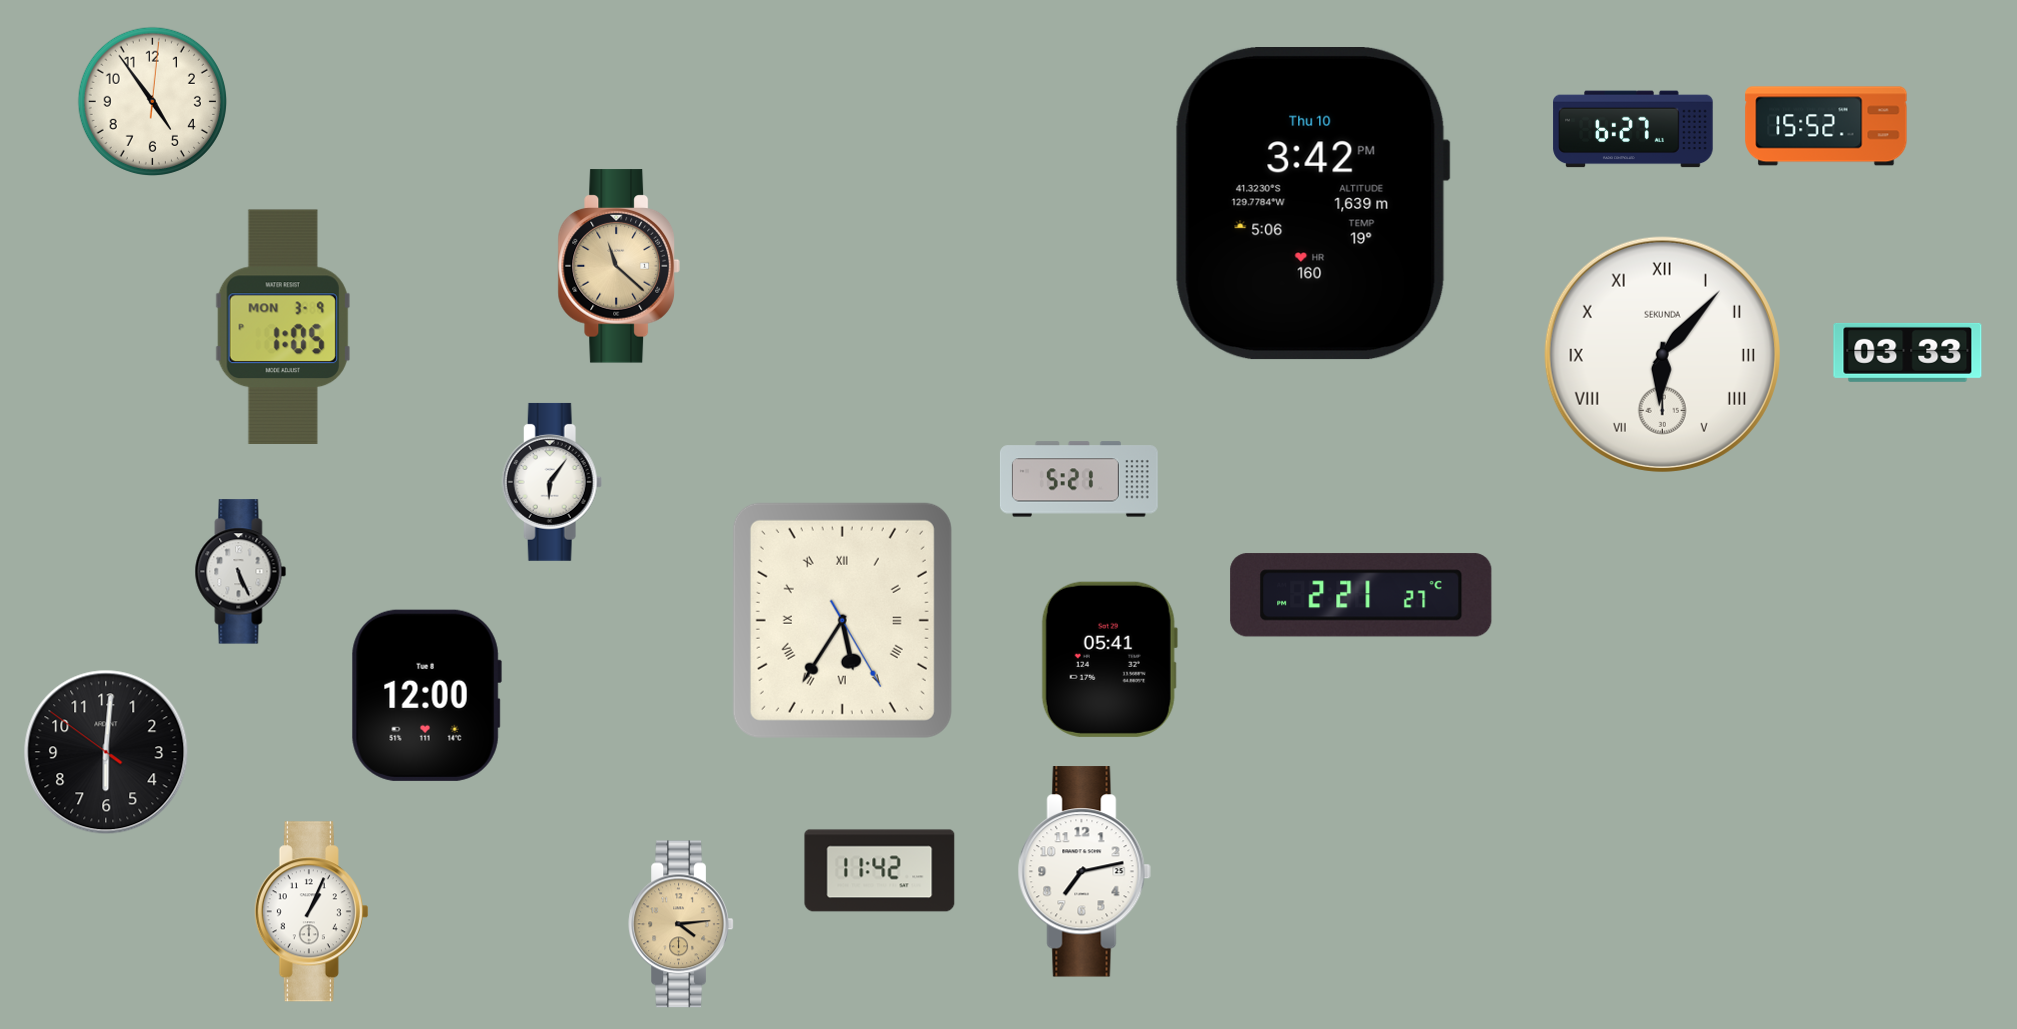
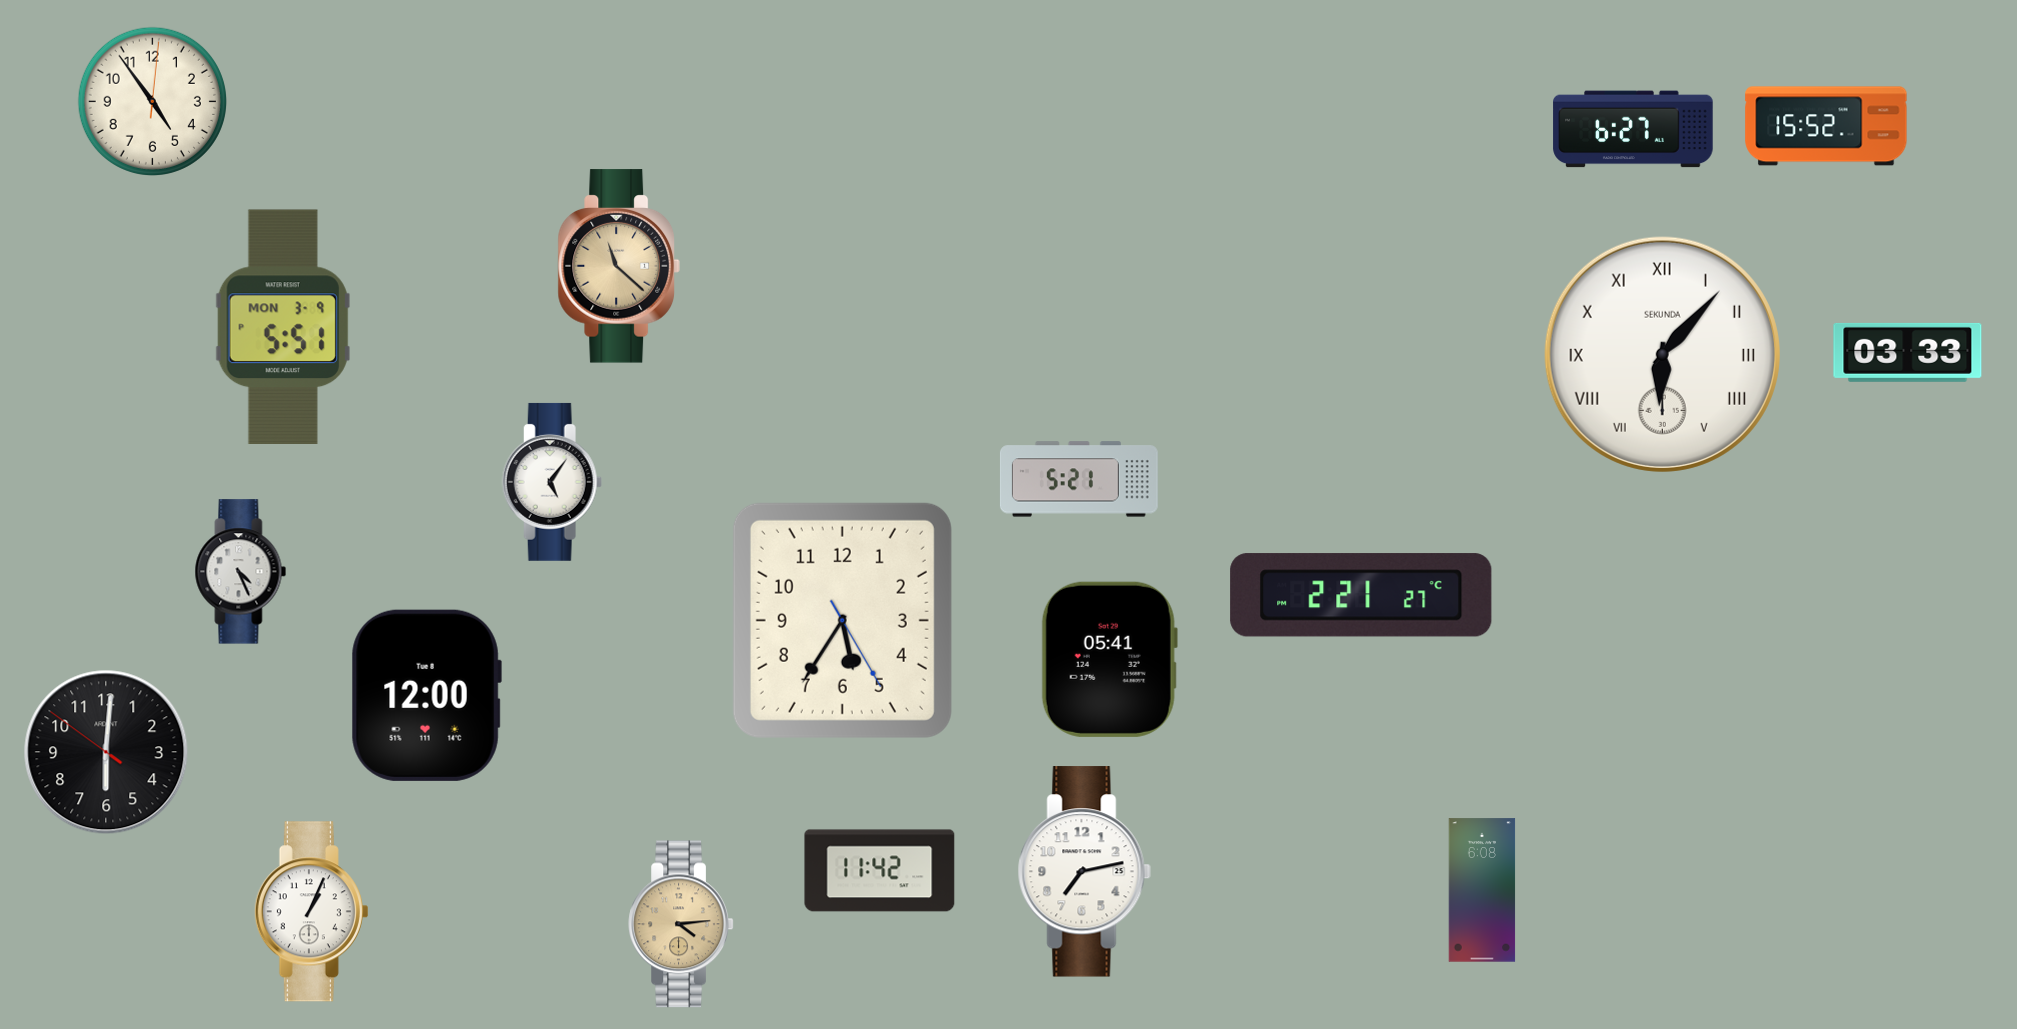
clock at (1312, 204): 3:42 -> none
clock at (283, 326): 1:05 -> 5:51
clock at (552, 482): 6:06 -> 5:06
clock at (241, 572): 5:26 -> 4:26
clock at (842, 620) numerals: Roman -> Arabic
clock at (1482, 890): none -> 6:08
